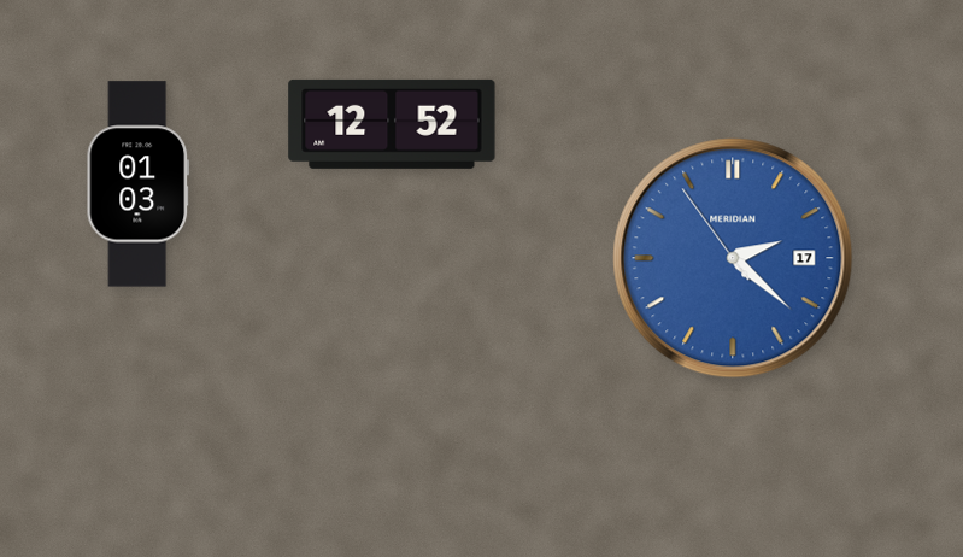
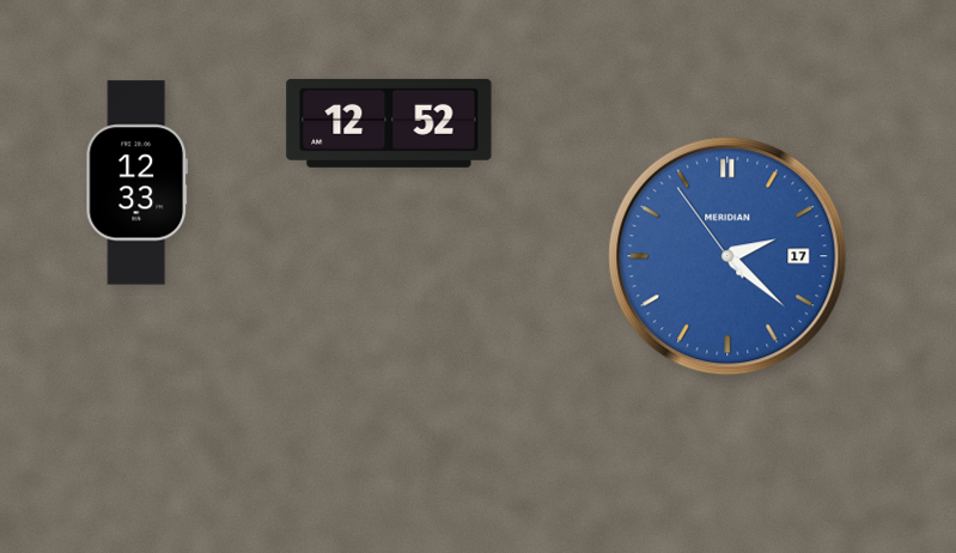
clock at (139, 184): 01:03 -> 12:33
